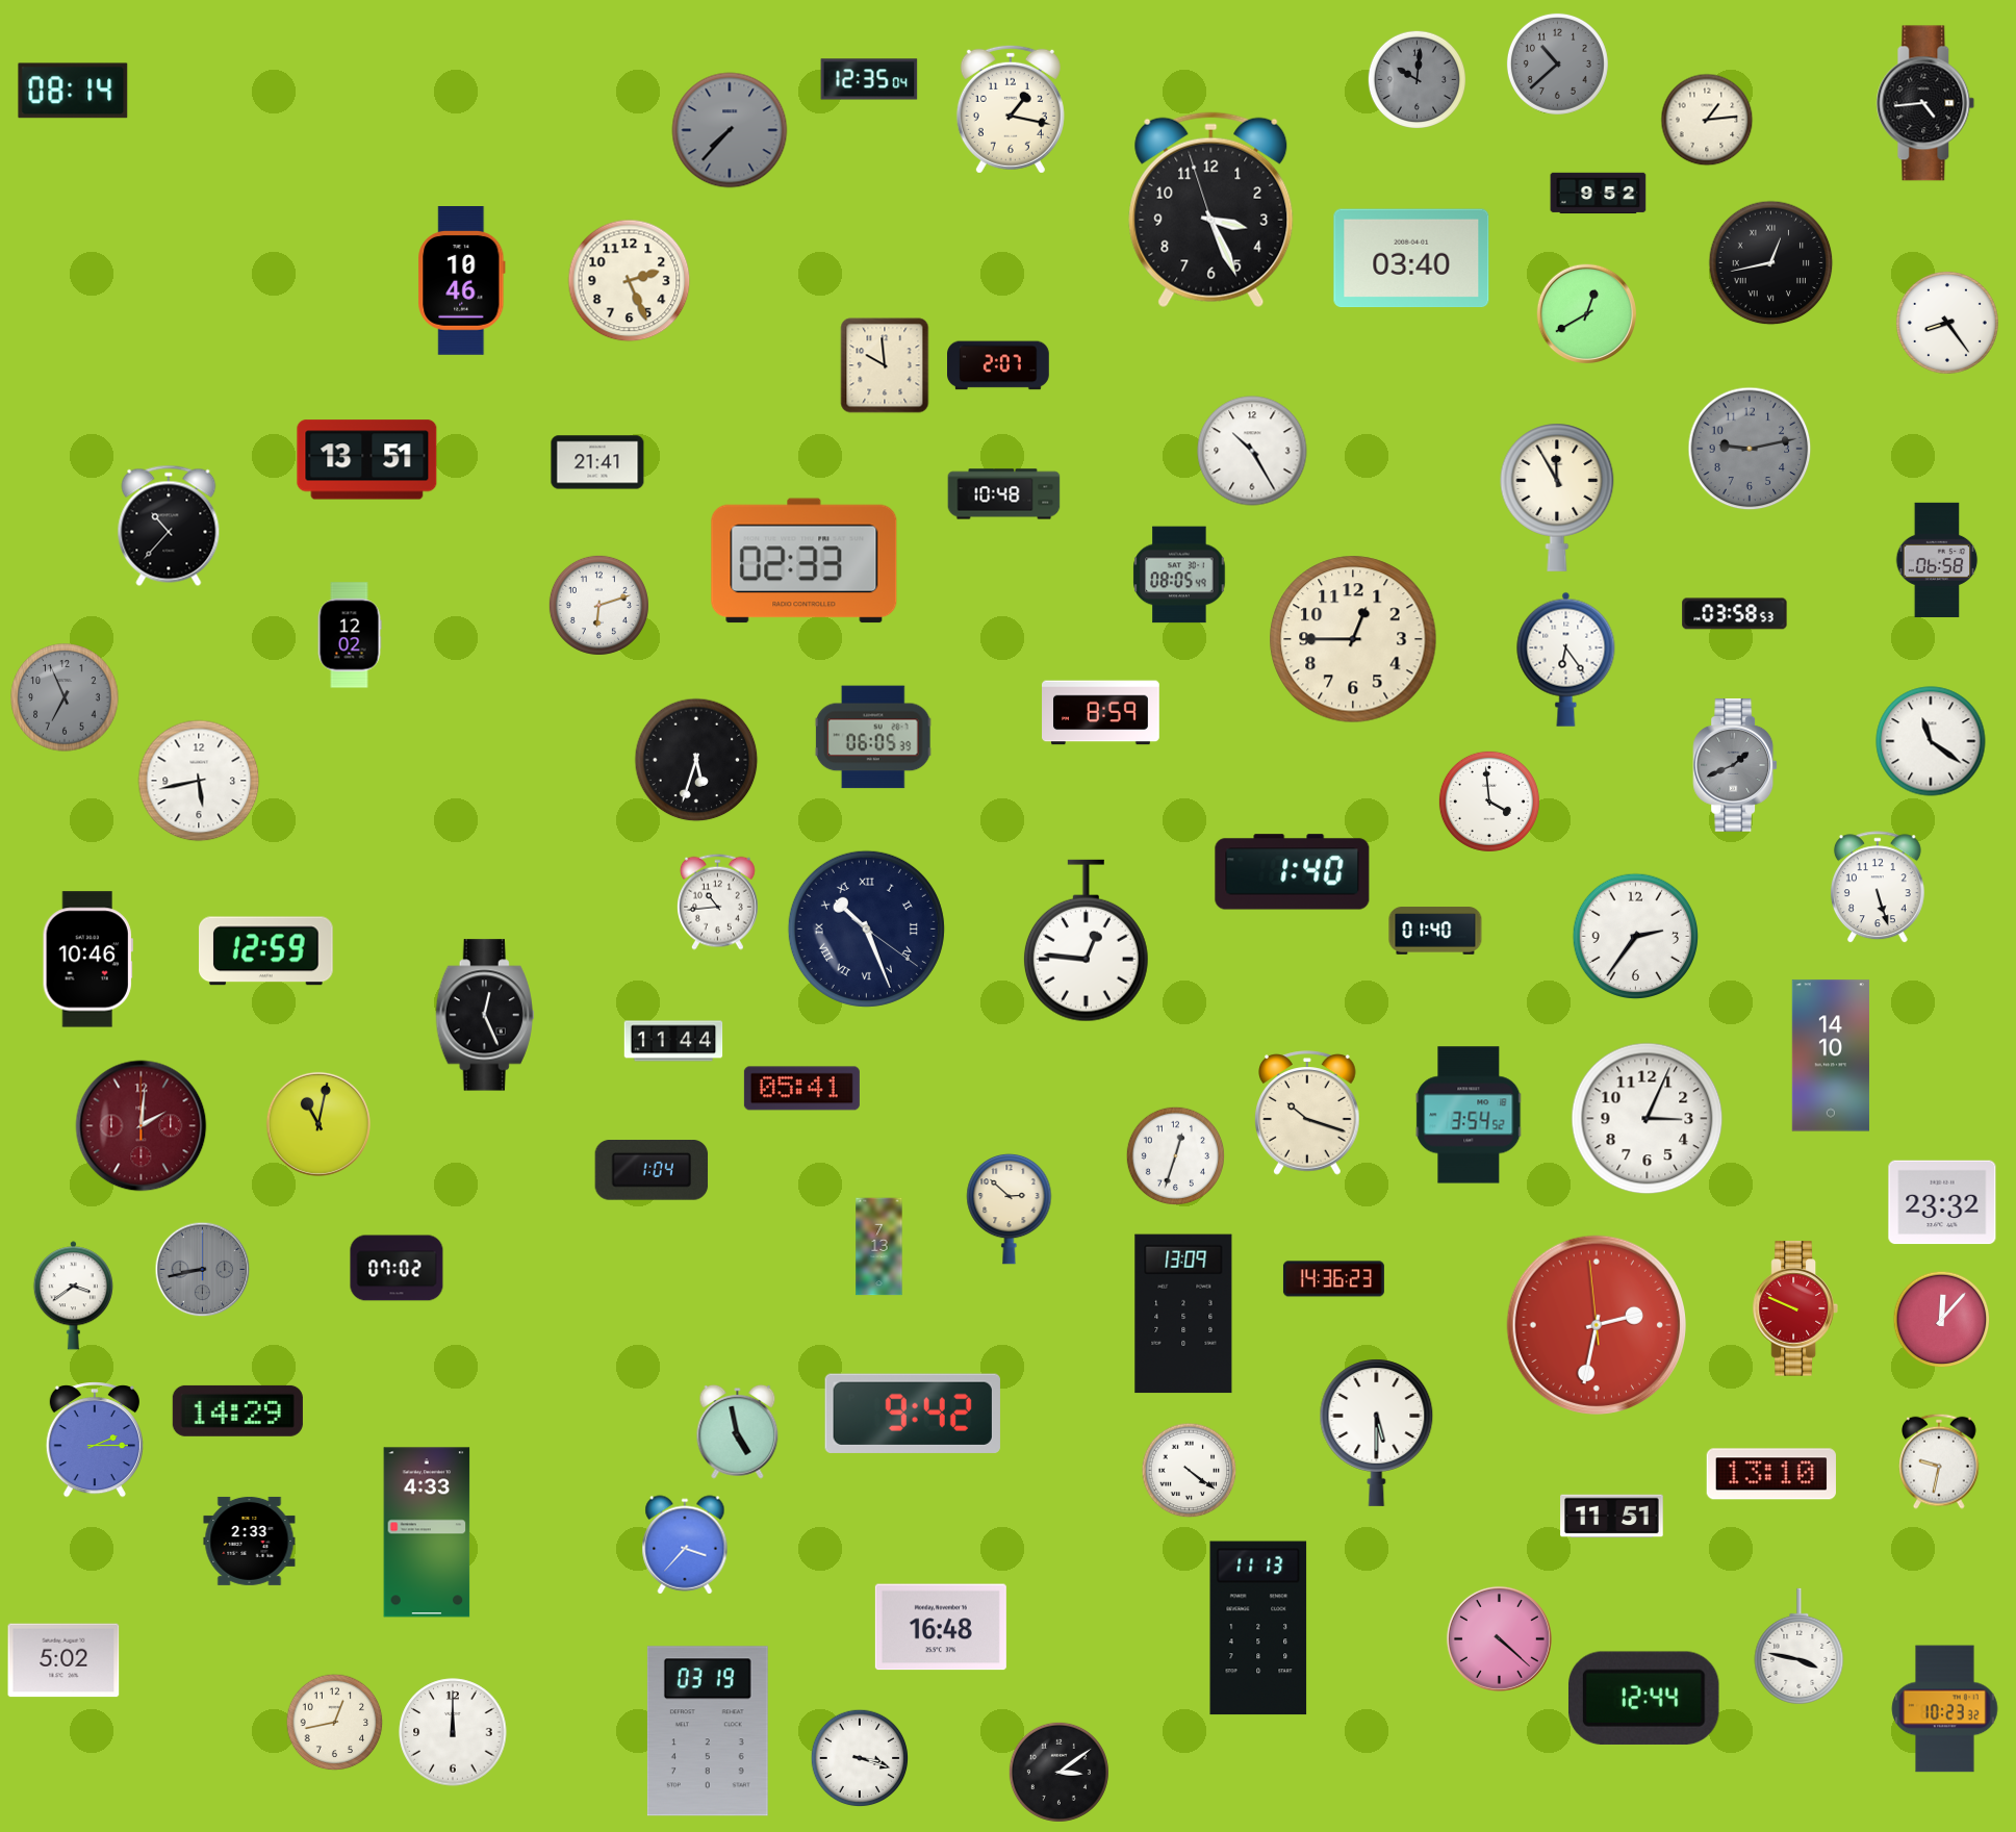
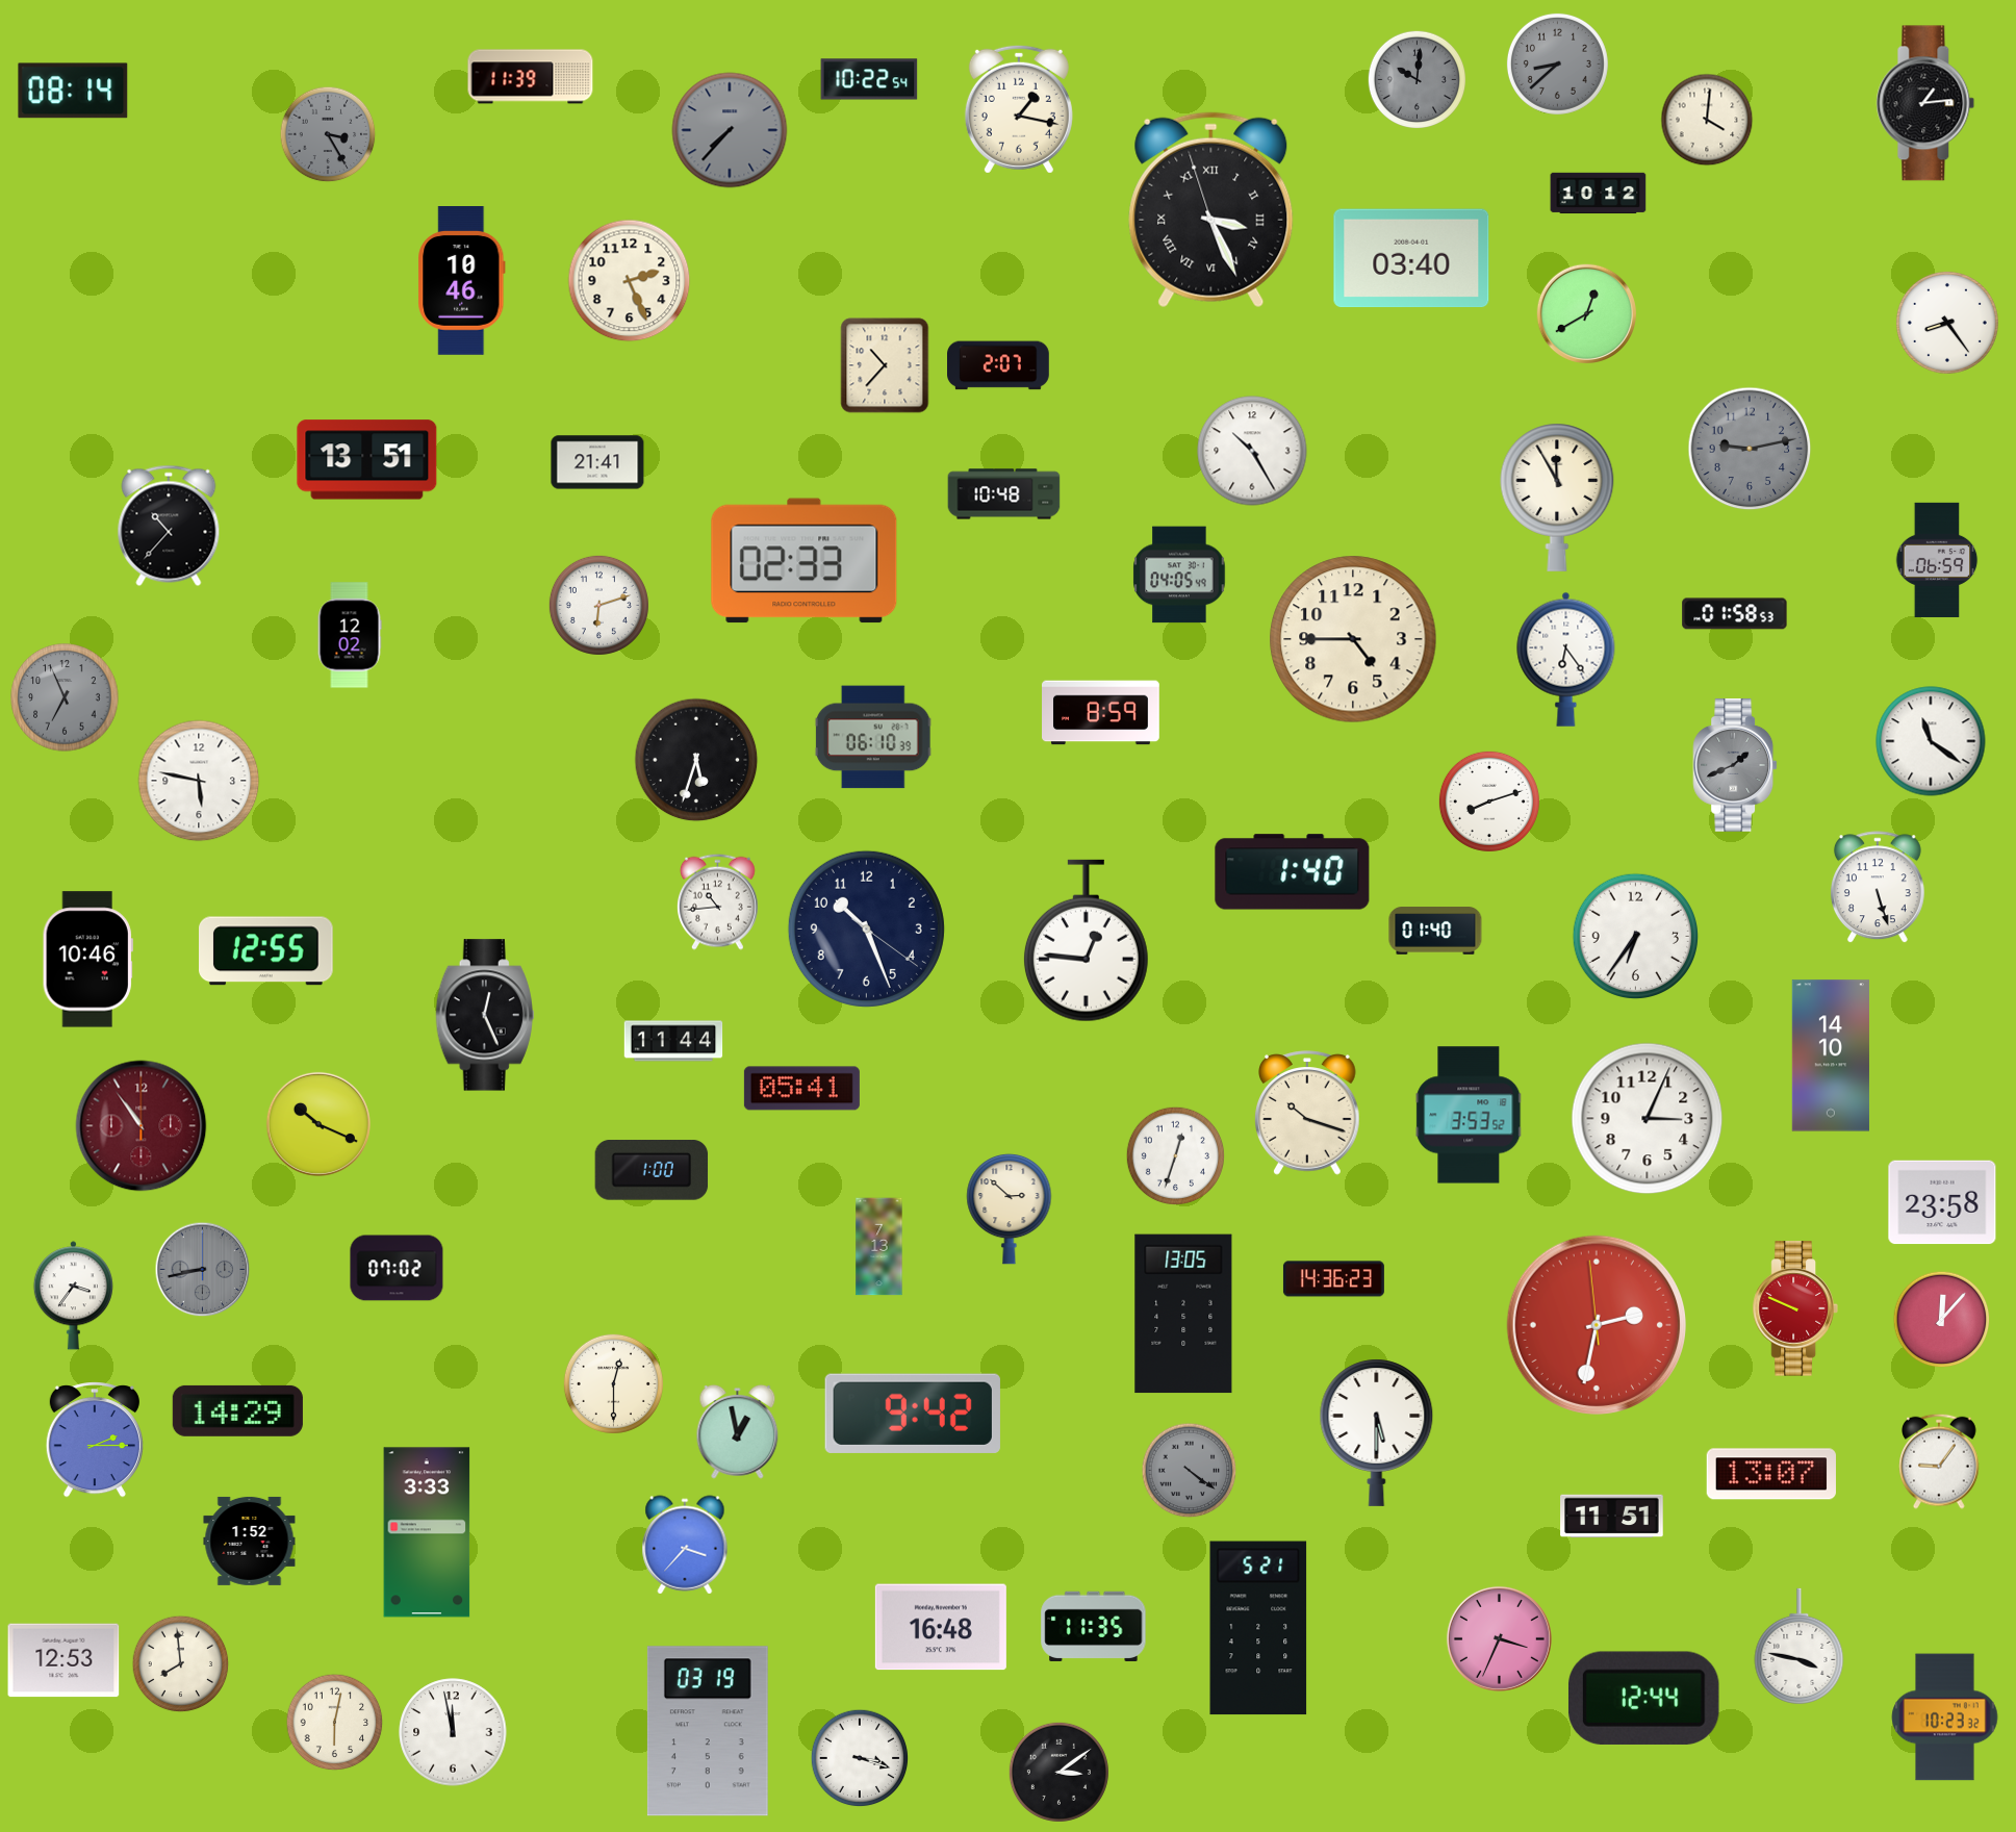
clock at (1557, 63): 10:38 -> 8:38
clock at (531, 77): none -> 11:39
clock at (869, 79): 12:35 -> 10:22
clock at (1925, 103): 4:44 -> 1:14
clock at (1011, 109) position: (1011, 109) -> (1019, 109)
clock at (1707, 120): 1:14 -> 4:01
clock at (328, 134): none -> 3:25
clock at (1599, 194): 9:52 -> 10:12
clock at (1211, 210) numerals: Arabic -> Roman
clock at (1771, 263): 12:43 -> none
clock at (885, 365): 9:59 -> 10:37
clock at (1937, 560): 06:58 -> 06:59
clock at (1179, 575): 08:05 -> 04:05
clock at (1735, 614): 03:58 -> 01:58
clock at (1353, 639): 12:45 -> 4:45
clock at (873, 737): 06:05 -> 06:10
clock at (199, 781): 5:43 -> 5:47
clock at (1489, 802): 3:59 -> 8:12
clock at (866, 928) numerals: Roman -> Arabic
clock at (1636, 937): 2:36 -> 6:36
clock at (266, 951): 12:59 -> 12:55
clock at (1469, 1115): 3:54 -> 3:53
clock at (318, 1124): 11:02 -> 10:19
clock at (142, 1126): 2:01 -> 10:54
clock at (652, 1170): 1:04 -> 1:00
clock at (1942, 1202): 23:32 -> 23:58
clock at (73, 1296): 3:39 -> 3:36
clock at (1183, 1314): 13:09 -> 13:05
clock at (613, 1383): none -> 12:30
clock at (738, 1431): 4:58 -> 12:58
clock at (1939, 1461): 9:32 -> 9:06
clock at (1190, 1471) dial: white -> grey
clock at (1771, 1474): 13:10 -> 13:07
clock at (427, 1532): 4:33 -> 3:33
clock at (250, 1541): 2:33 -> 1:52
clock at (1094, 1626): none -> 11:35
clock at (1258, 1628): 11:13 -> 5:21
clock at (1499, 1638): 4:22 -> 3:34
clock at (63, 1660): 5:02 -> 12:53
clock at (181, 1664): none -> 7:59
clock at (1945, 1709) position: (1945, 1709) -> (1945, 1718)
clock at (335, 1723): 12:43 -> 6:02
clock at (453, 1732): 12:00 -> 11:58
